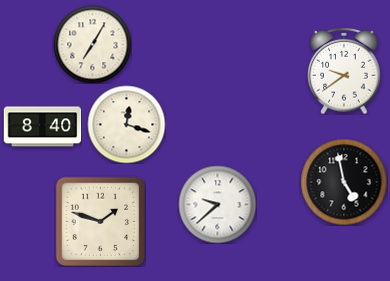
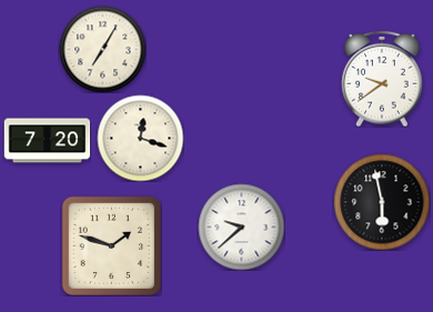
clock at (42, 127): 8:40 -> 7:20
clock at (344, 182): 4:58 -> 5:58
